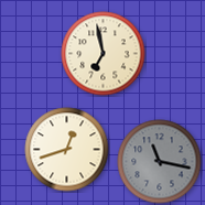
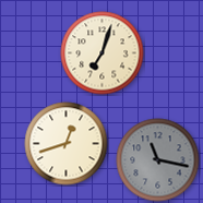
clock at (104, 54): 6:58 -> 7:03
clock at (67, 150) position: (67, 150) -> (67, 144)
